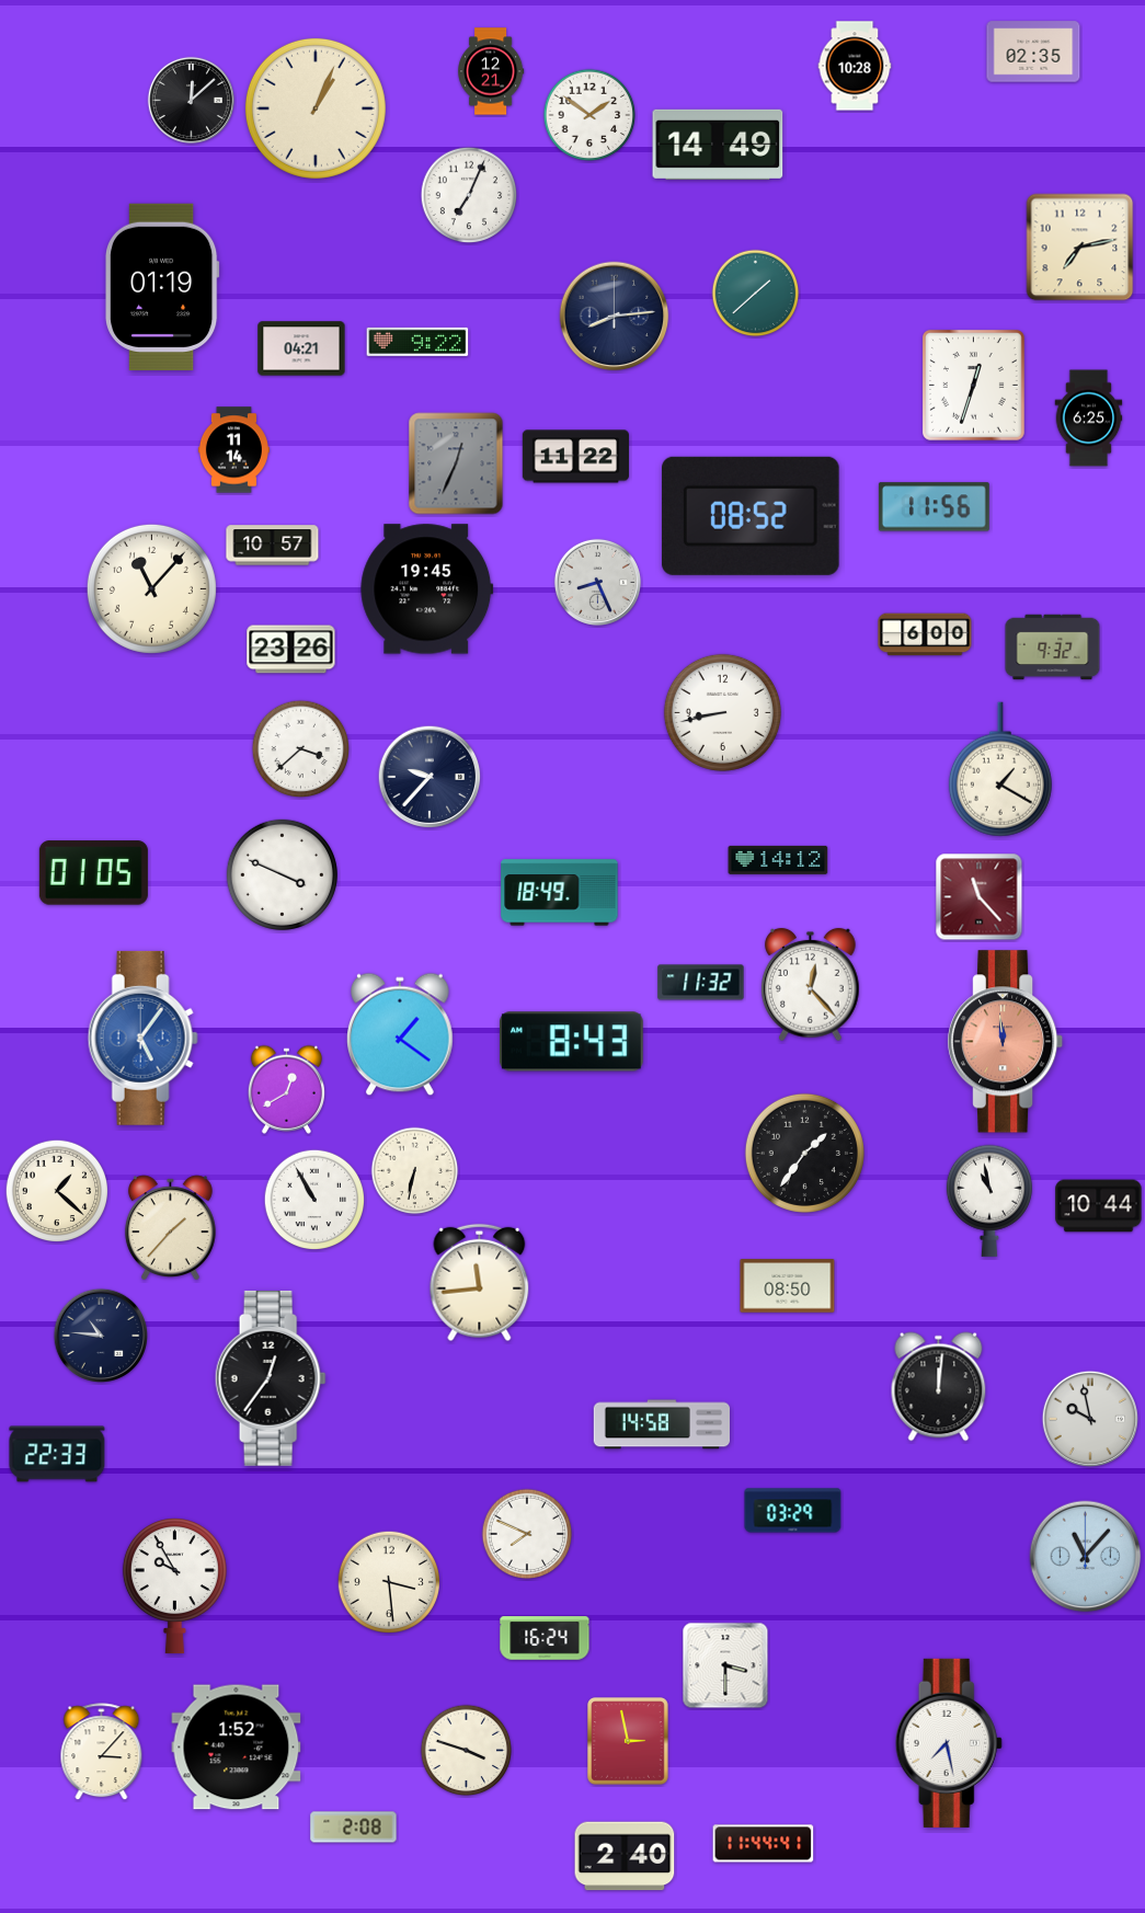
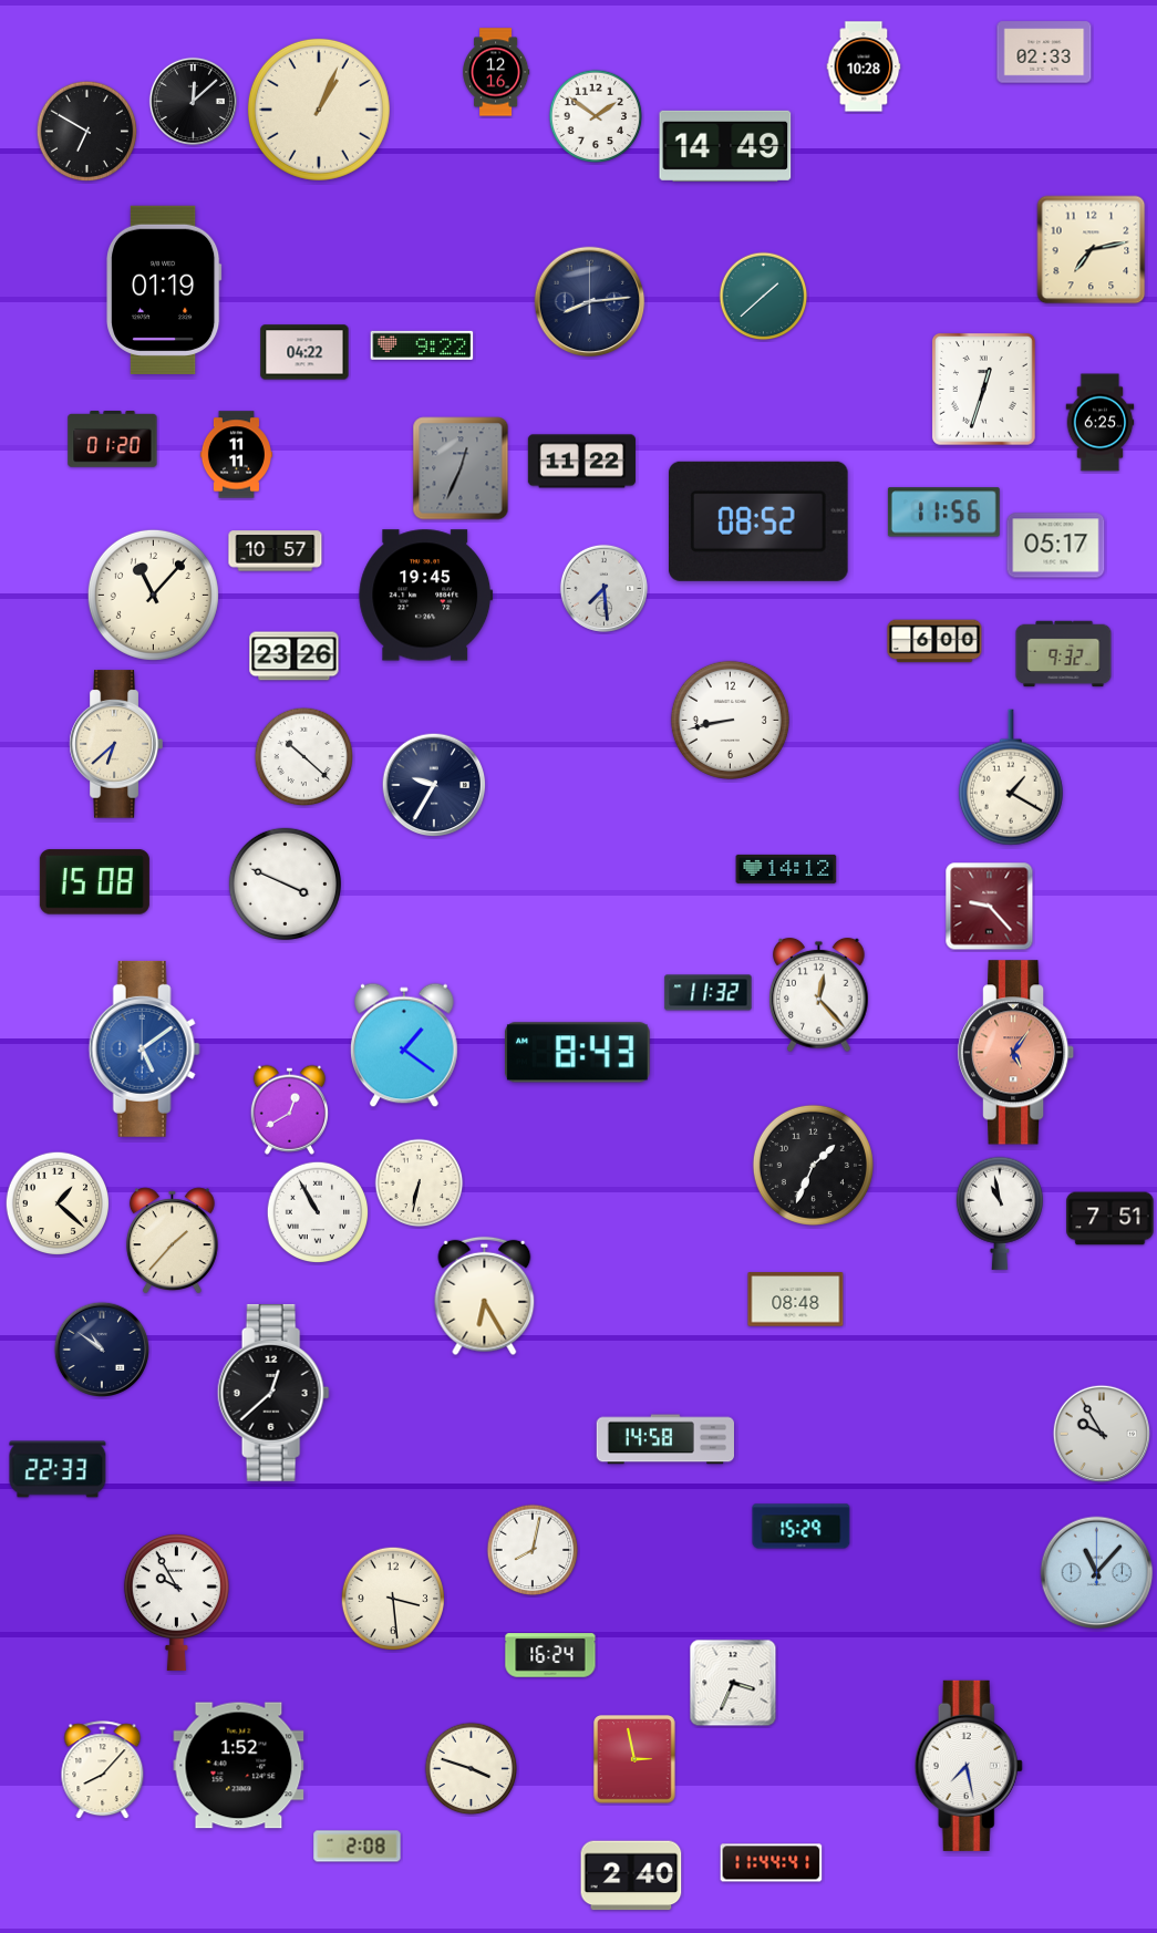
clock at (1033, 51): 02:35 -> 02:33
clock at (491, 71): 12:21 -> 12:16
clock at (87, 132): none -> 6:50
clock at (469, 195): 7:04 -> none
clock at (615, 317) position: (615, 317) -> (590, 302)
clock at (301, 348): 04:21 -> 04:22
clock at (113, 440): none -> 01:20
clock at (233, 450): 11:14 -> 11:11
clock at (1056, 546): none -> 05:17
clock at (597, 582): 8:26 -> 7:29
clock at (427, 589) position: (427, 589) -> (426, 596)
clock at (116, 744): none -> 6:38
clock at (301, 749): 3:38 -> 10:22
clock at (430, 777): 9:37 -> 9:35
clock at (93, 873): 01:05 -> 15:08
clock at (560, 893): 18:49 -> none
clock at (980, 897): 11:23 -> 9:23
clock at (142, 1038): 5:06 -> 5:09
clock at (1006, 1042): 11:59 -> 5:06
clock at (286, 1089) position: (286, 1089) -> (289, 1109)
clock at (804, 1153): 1:36 -> 1:34
clock at (1099, 1206): 10:44 -> 7:51
clock at (480, 1283): 11:44 -> 6:25
clock at (788, 1286): 08:50 -> 08:48
clock at (100, 1334): 10:46 -> 10:51
clock at (271, 1378): 12:36 -> 12:38
clock at (939, 1387): 12:01 -> none
clock at (1090, 1419): 9:58 -> 9:55
clock at (662, 1424) position: (662, 1424) -> (665, 1439)
clock at (793, 1511): 03:29 -> 15:29
clock at (527, 1534): 7:49 -> 8:02
clock at (725, 1665): 3:30 -> 3:34
clock at (949, 1743) position: (949, 1743) -> (969, 1766)
clock at (102, 1752): 3:07 -> 8:07
